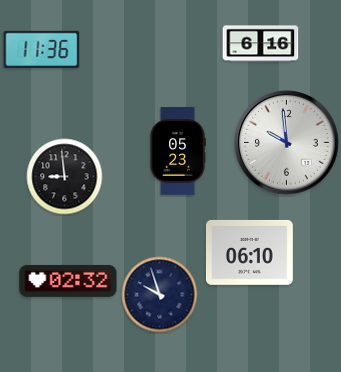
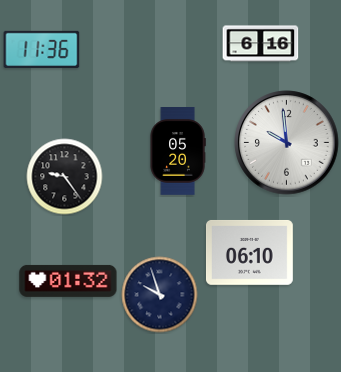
clock at (178, 151): 05:23 -> 05:20
clock at (65, 177): 8:59 -> 9:24
clock at (68, 281): 02:32 -> 01:32
